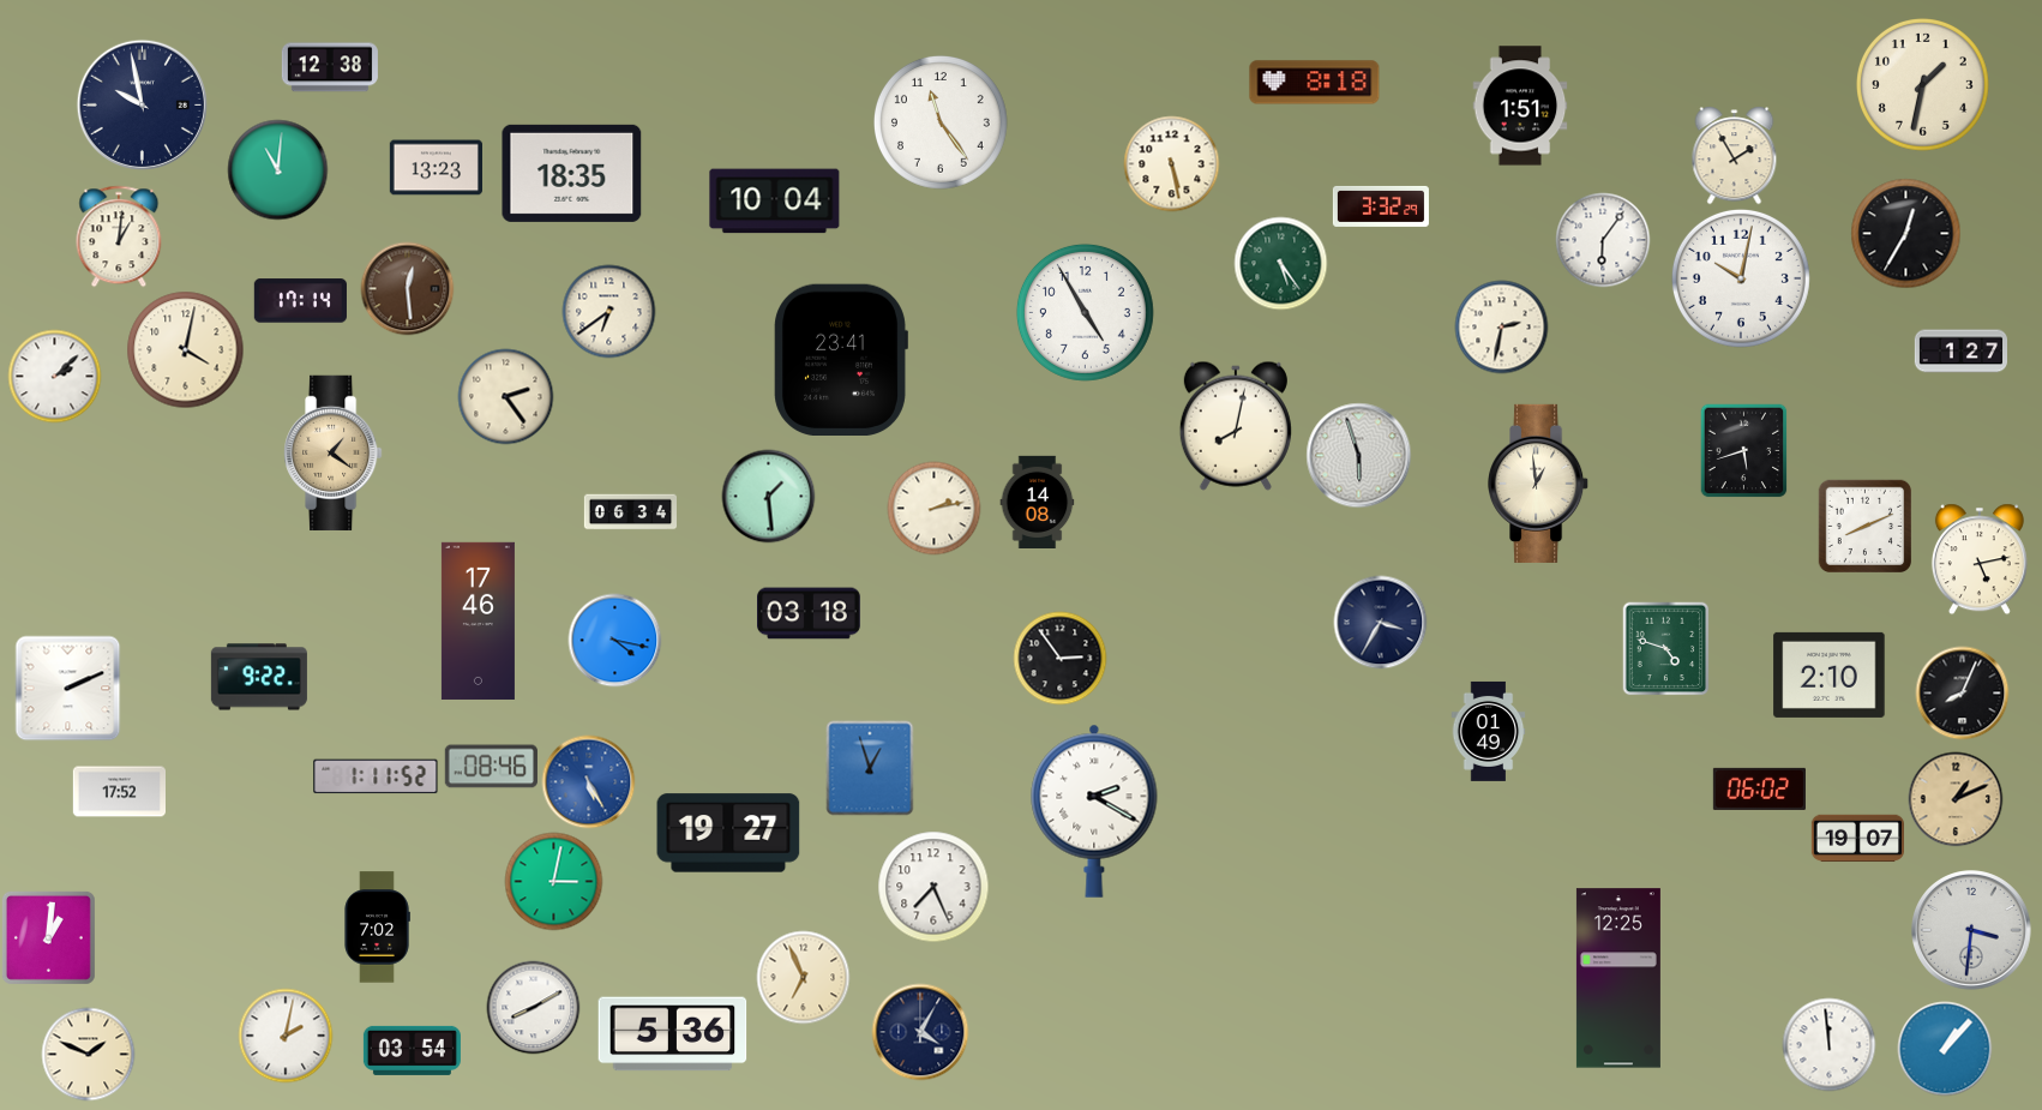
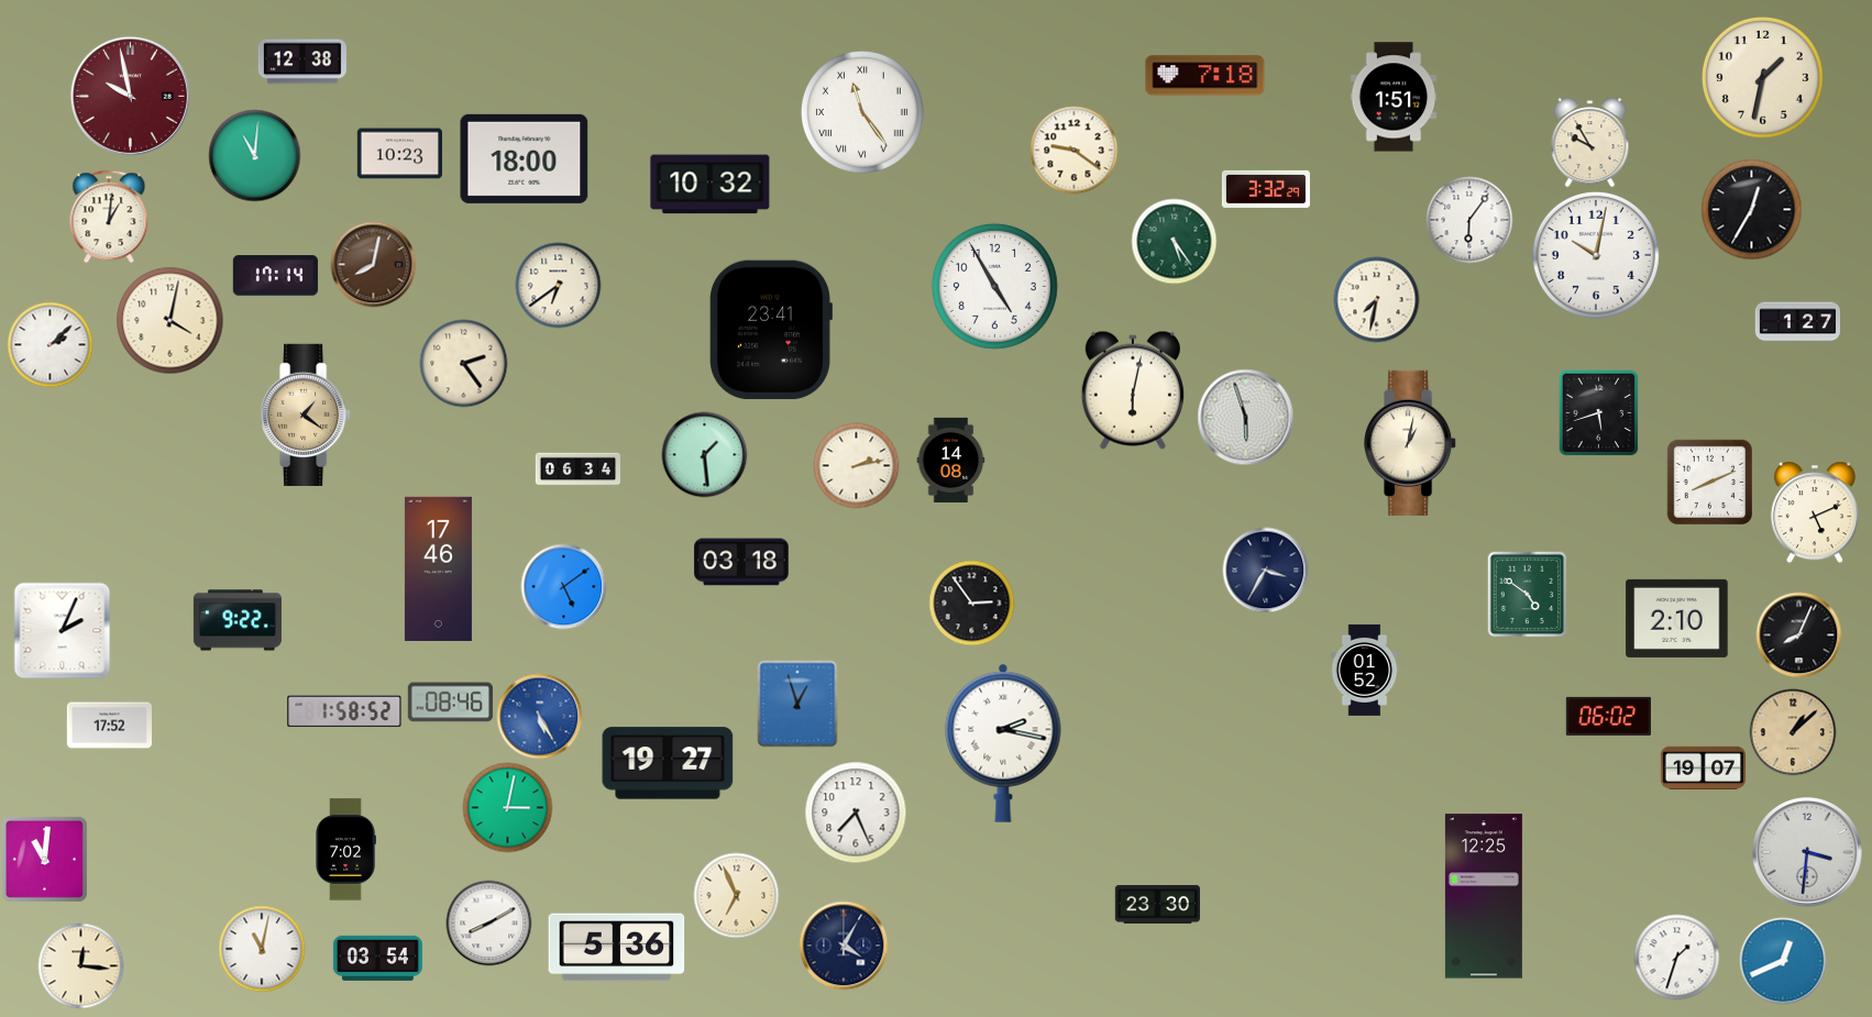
clock at (1315, 83): 8:18 -> 7:18
clock at (142, 104) dial: navy -> burgundy
clock at (941, 122) numerals: Arabic -> Roman
clock at (1735, 155): 1:55 -> 9:55
clock at (1171, 163): 5:28 -> 9:21
clock at (436, 168): 13:23 -> 10:23
clock at (572, 173): 18:35 -> 18:00
clock at (775, 202): 10:04 -> 10:32
clock at (1905, 233) position: (1905, 233) -> (1751, 209)
clock at (407, 288): 12:29 -> 8:02
clock at (1501, 326): 2:32 -> 7:32
clock at (1236, 426): 8:02 -> 6:02
clock at (1539, 484): 12:59 -> 1:02
clock at (1980, 559): 5:13 -> 5:11
clock at (614, 640): 4:17 -> 5:09
clock at (1666, 648): 4:48 -> 4:51
clock at (67, 688): 2:11 -> 2:04
clock at (1489, 731): 01:49 -> 01:52
clock at (376, 776): 1:11 -> 1:58
clock at (1759, 788) position: (1759, 788) -> (1608, 716)
clock at (1956, 799): 1:11 -> 1:08
clock at (1094, 811): 2:20 -> 2:17
clock at (48, 937): 1:01 -> 11:01
clock at (1157, 904): none -> 23:30
clock at (286, 1036): 2:02 -> 11:02
clock at (1828, 1044): 11:59 -> 1:33
clock at (1945, 1049): 1:07 -> 12:41
clock at (412, 1050) position: (412, 1050) -> (377, 958)
clock at (88, 1054): 1:49 -> 12:16
